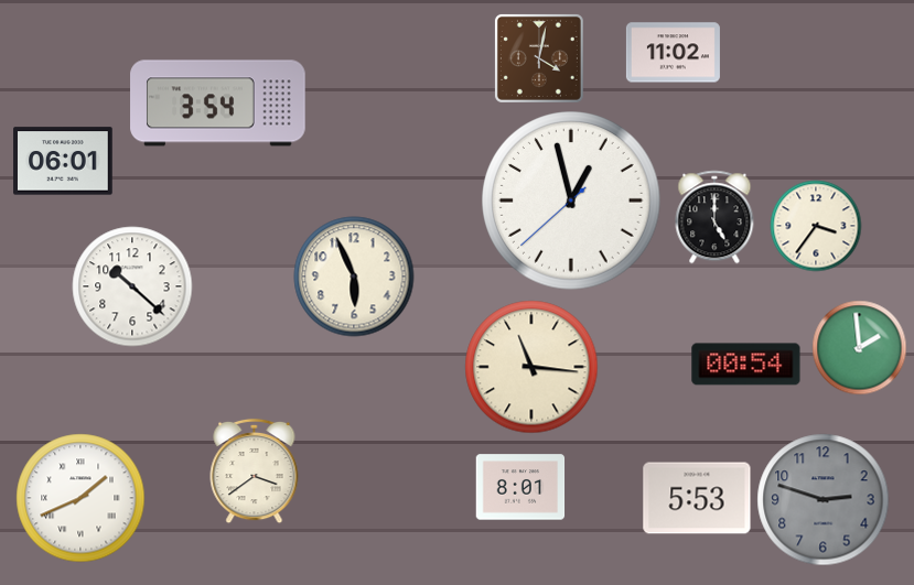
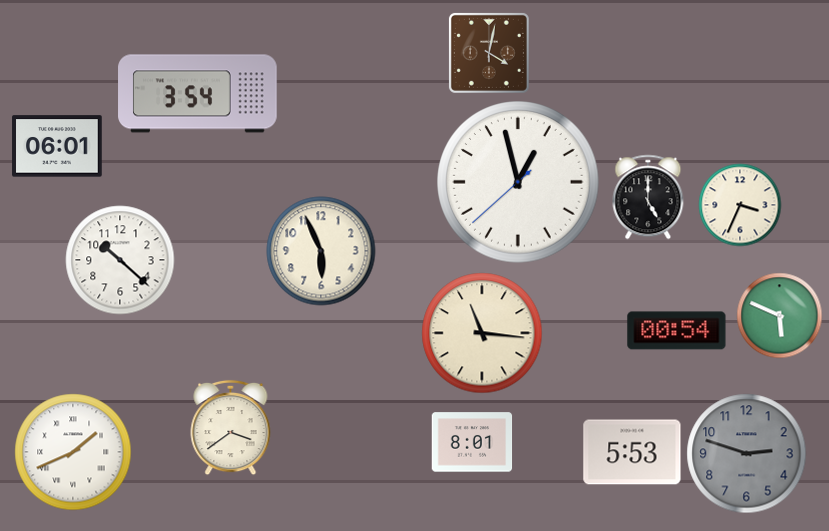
clock at (673, 53): 11:02 -> none
clock at (816, 226): 3:36 -> 3:34
clock at (860, 348): 1:59 -> 5:49
